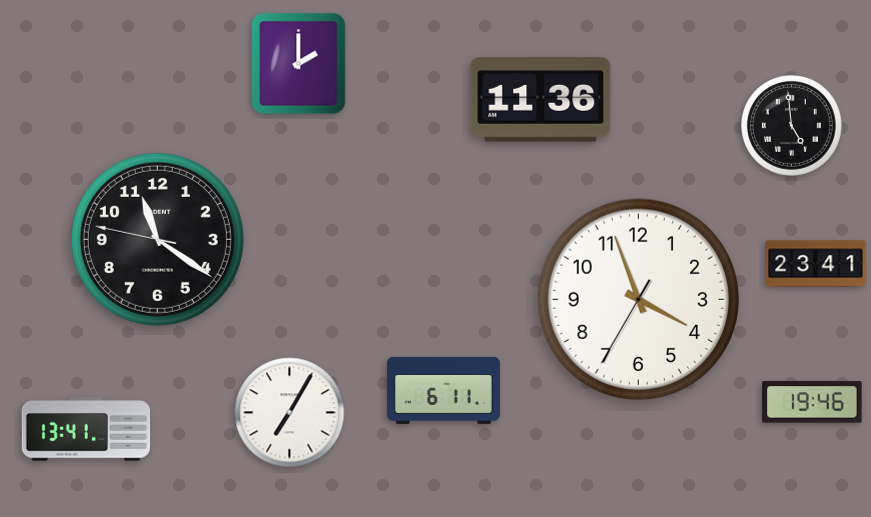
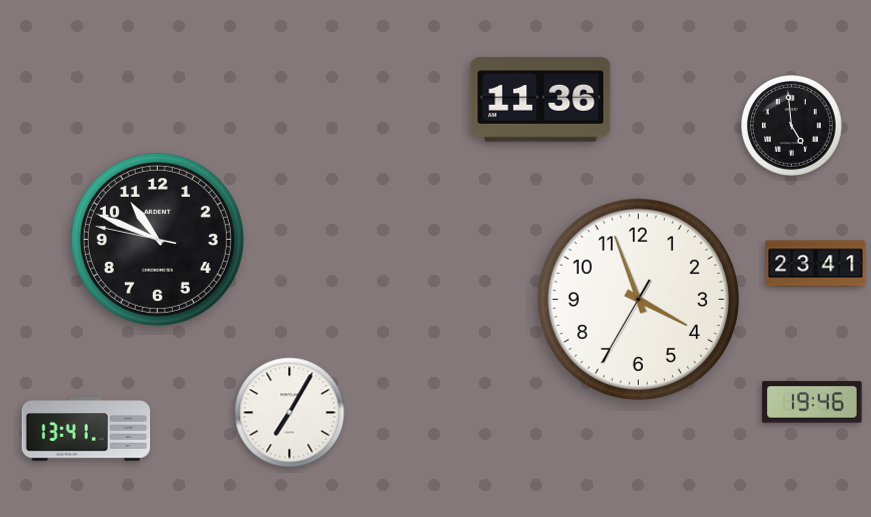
clock at (299, 64): 2:00 -> none
clock at (157, 239): 11:20 -> 10:48
clock at (443, 390): 6:11 -> none
